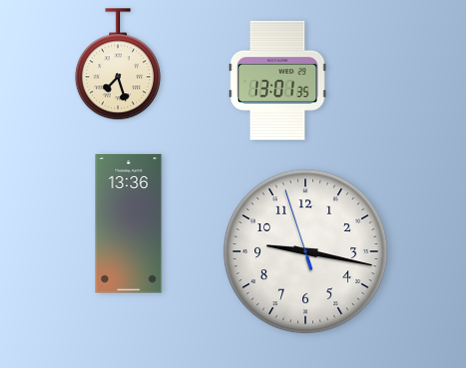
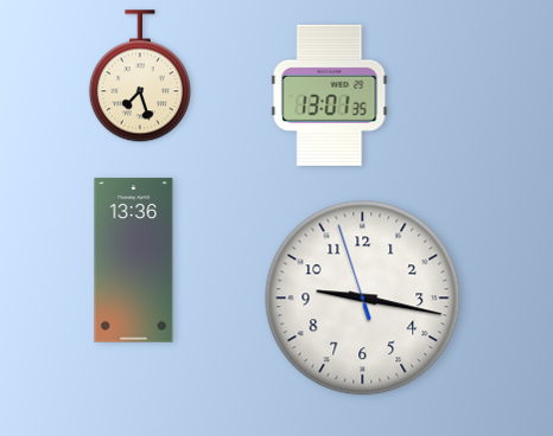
clock at (129, 224) position: (129, 224) -> (134, 261)
